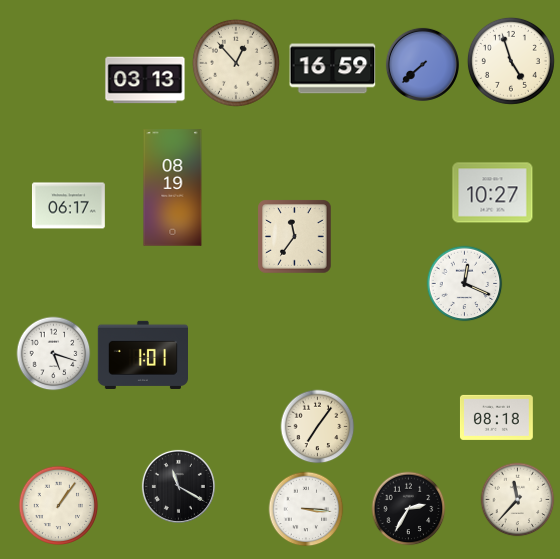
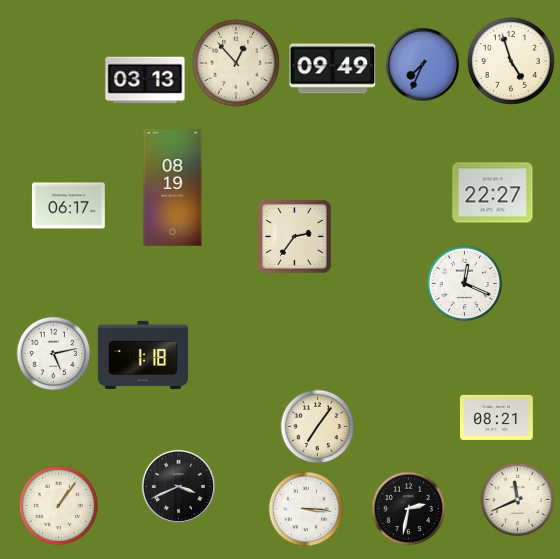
clock at (422, 64): 7:38 -> 7:34
clock at (333, 69): 16:59 -> 09:49
clock at (493, 193): 10:27 -> 22:27
clock at (295, 237): 11:36 -> 2:36
clock at (54, 354): 5:18 -> 5:13
clock at (142, 355): 1:01 -> 1:18
clock at (496, 417): 08:18 -> 08:21
clock at (178, 486): 11:20 -> 3:41
clock at (518, 500): 11:37 -> 11:41
clock at (409, 509): 2:35 -> 2:32
